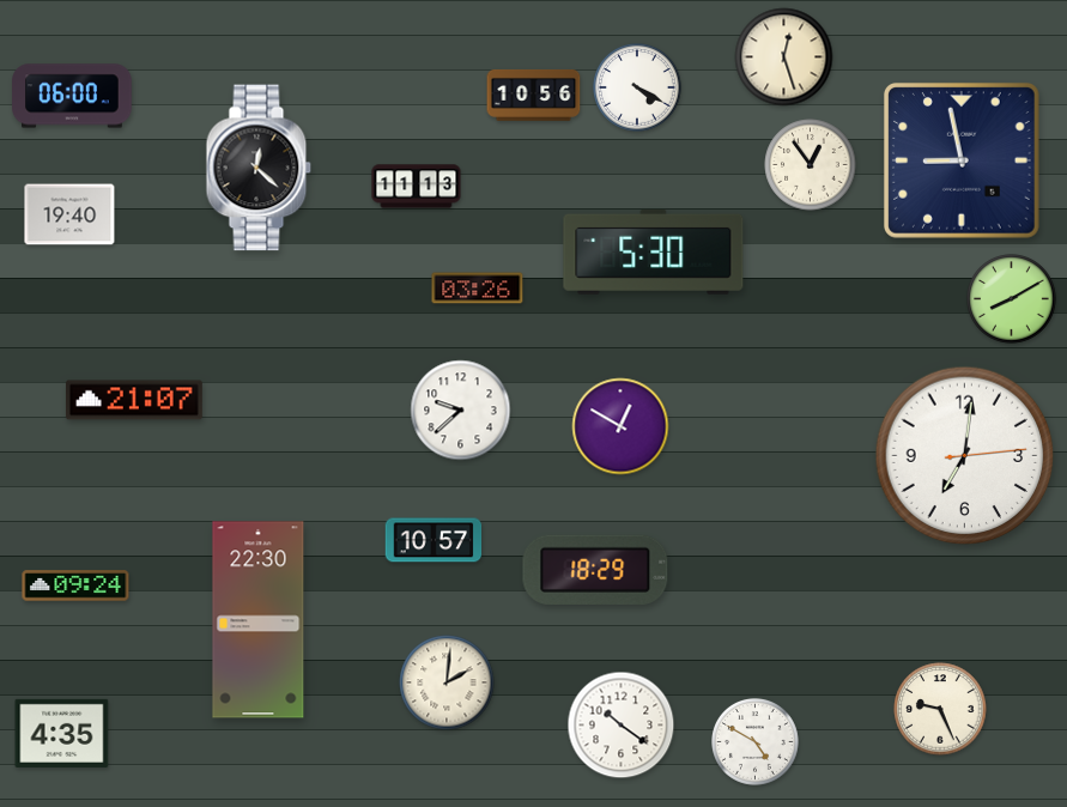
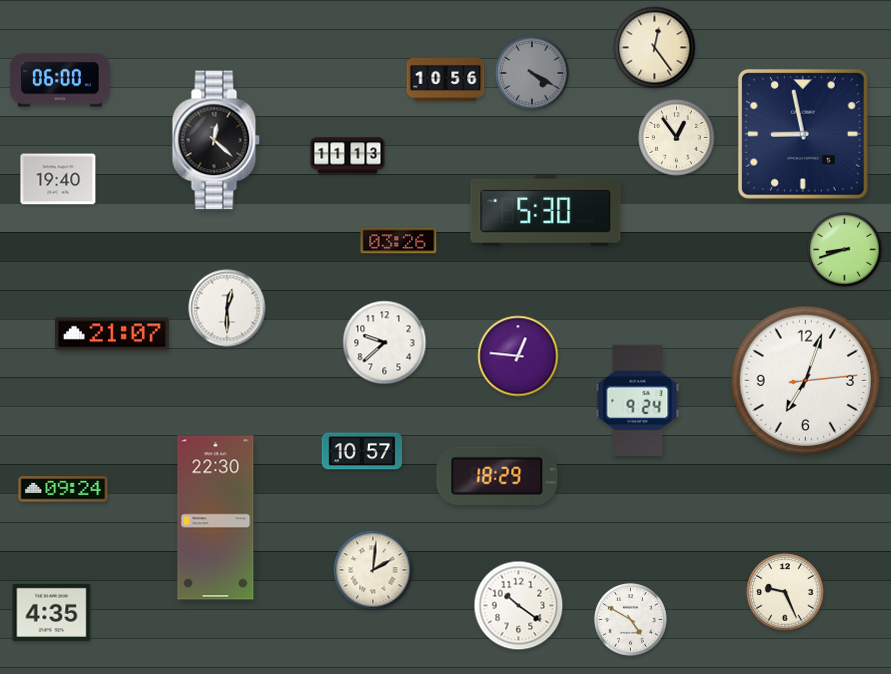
clock at (784, 57): 12:27 -> 12:24
clock at (637, 87) dial: white -> grey
clock at (1012, 299): 8:10 -> 8:42
clock at (227, 308): none -> 12:30
clock at (620, 426): 12:50 -> 12:46
clock at (965, 456): 7:01 -> 7:03
clock at (638, 400): none -> 9:24
